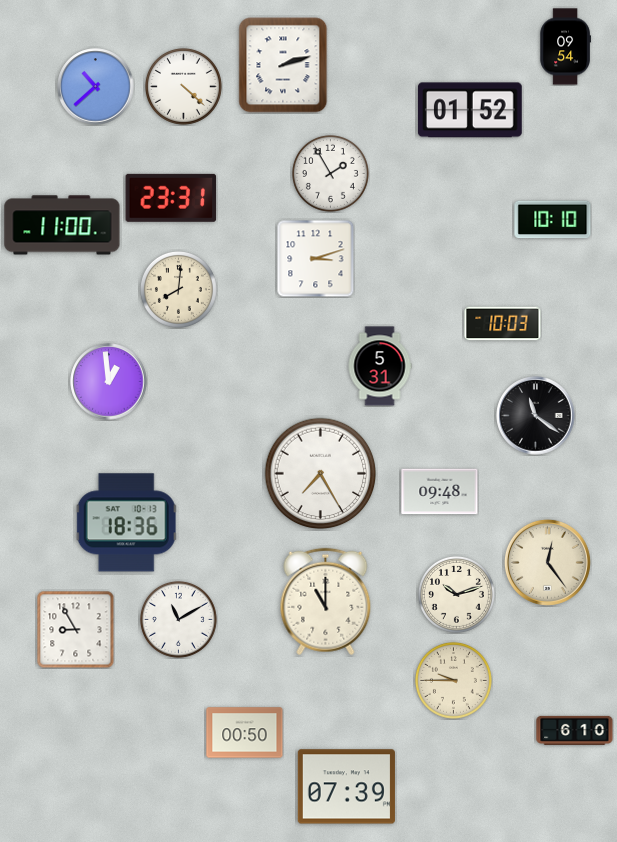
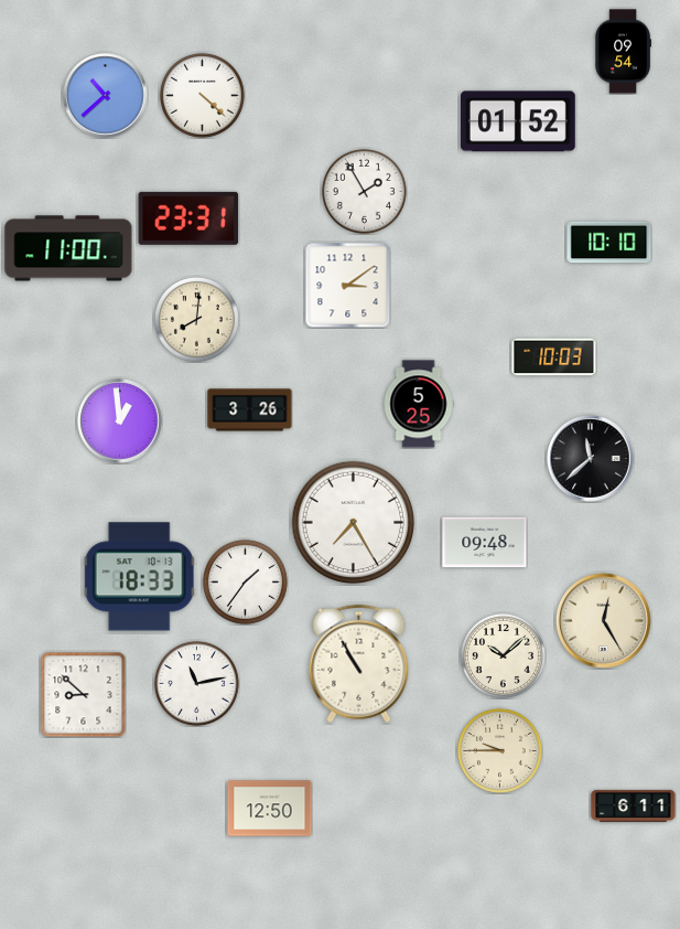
clock at (283, 65): 2:12 -> none
clock at (315, 258): 3:12 -> 3:09
clock at (380, 366): 5:31 -> 5:25
clock at (250, 410): none -> 3:26
clock at (536, 416): 11:21 -> 11:38
clock at (127, 523): 18:36 -> 18:33
clock at (245, 581): none -> 1:36
clock at (547, 562): 12:24 -> 12:25
clock at (456, 594): 10:12 -> 10:08
clock at (326, 602): 11:00 -> 10:55
clock at (178, 619): 11:10 -> 11:13
clock at (75, 629): 8:55 -> 8:52
clock at (575, 730): 6:10 -> 6:11
clock at (245, 733): 00:50 -> 12:50
clock at (346, 787): 07:39 -> none
